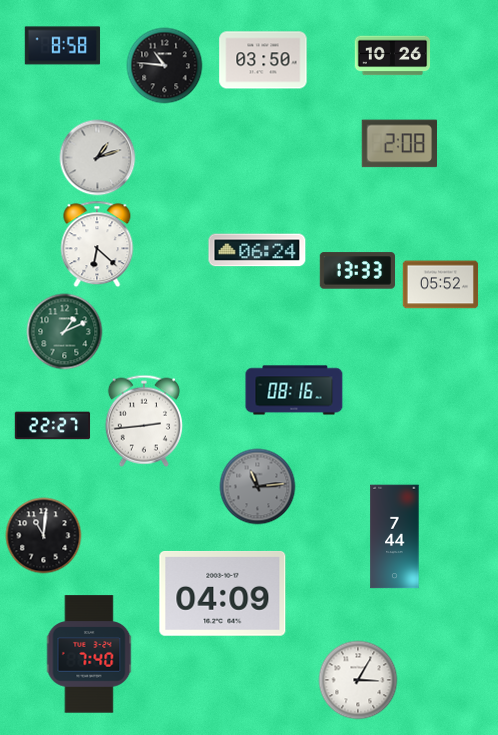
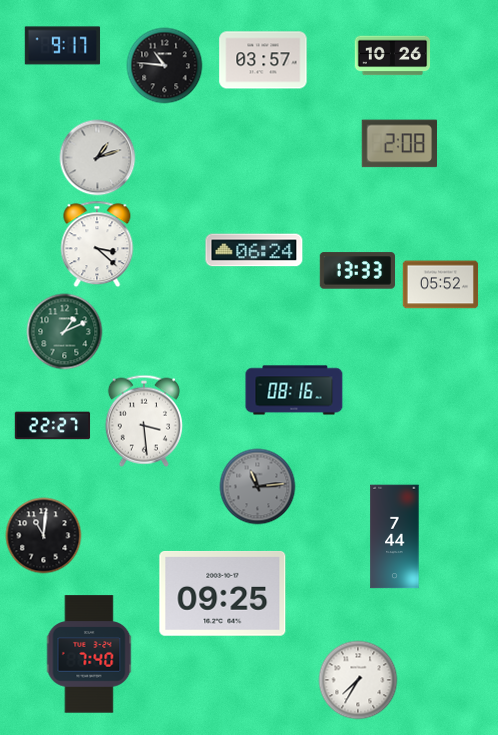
clock at (63, 46): 8:58 -> 9:17
clock at (263, 60): 03:50 -> 03:57
clock at (97, 244): 6:22 -> 3:22
clock at (257, 250) position: (257, 250) -> (254, 250)
clock at (144, 421): 2:44 -> 3:29
clock at (223, 593): 04:09 -> 09:25
clock at (358, 680): 3:05 -> 7:35
